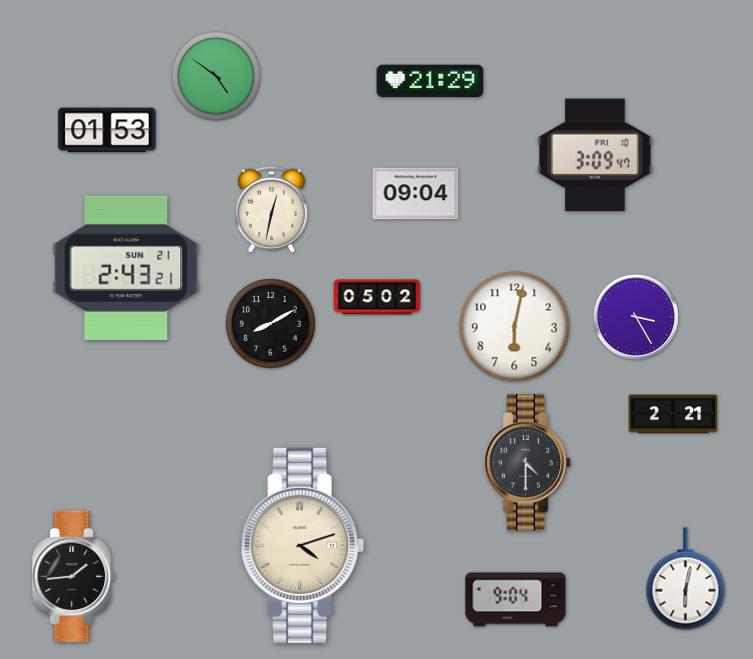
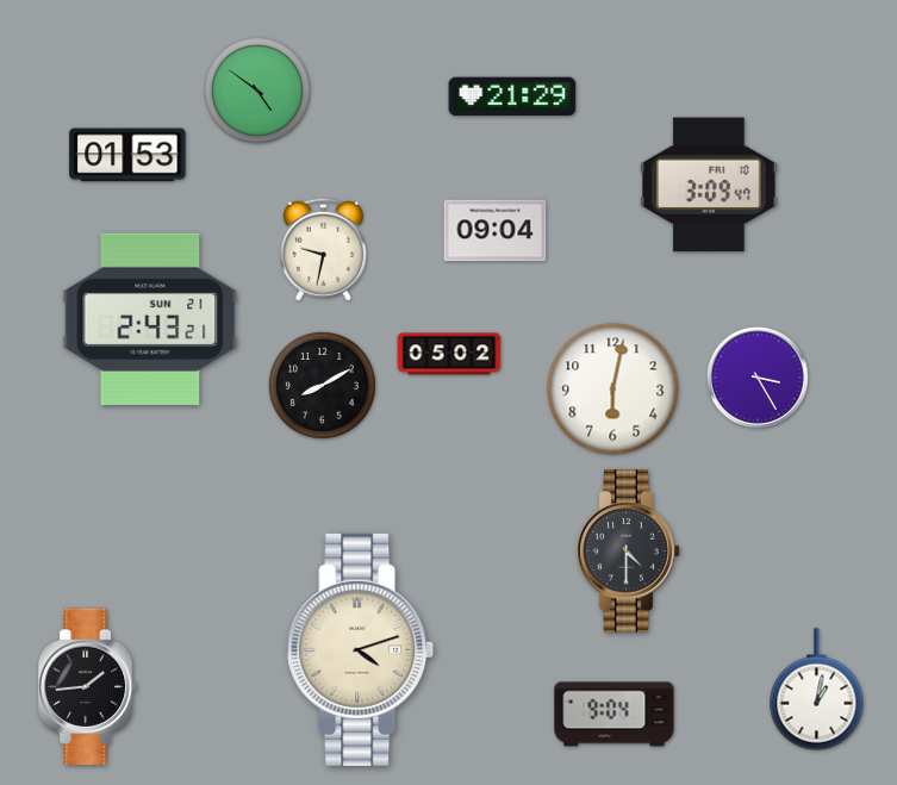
clock at (271, 209): 12:32 -> 9:32
clock at (673, 414): 2:21 -> none
clock at (686, 579): 6:02 -> 1:02
